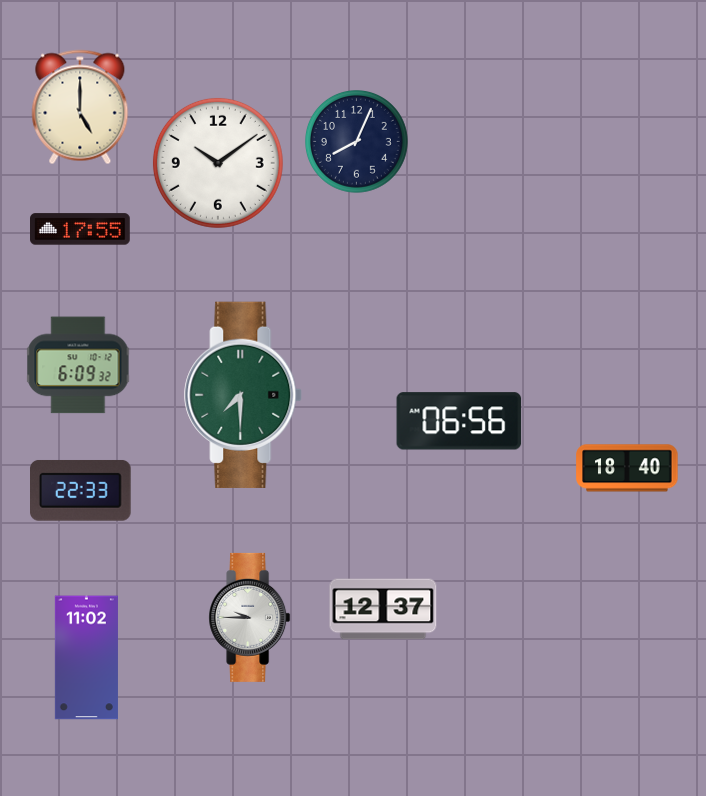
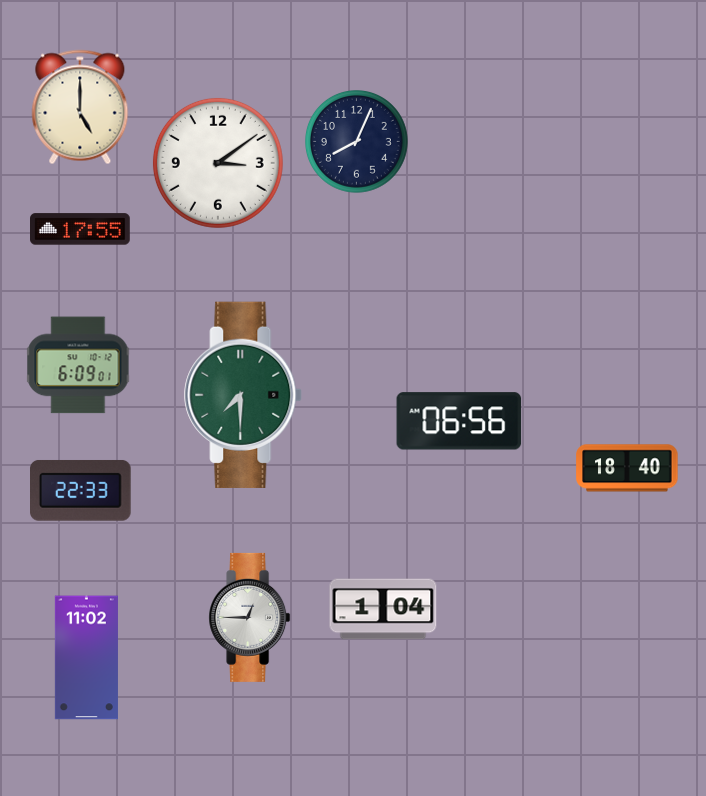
clock at (218, 163): 10:09 -> 3:09
clock at (78, 365): 6:09:32 -> 6:09:01
clock at (383, 609): 12:37 -> 1:04
clock at (250, 617): 9:45 -> 12:45
